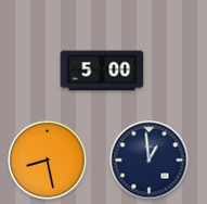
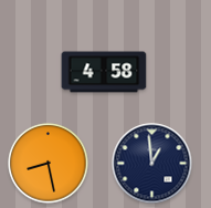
clock at (102, 71): 5:00 -> 4:58
